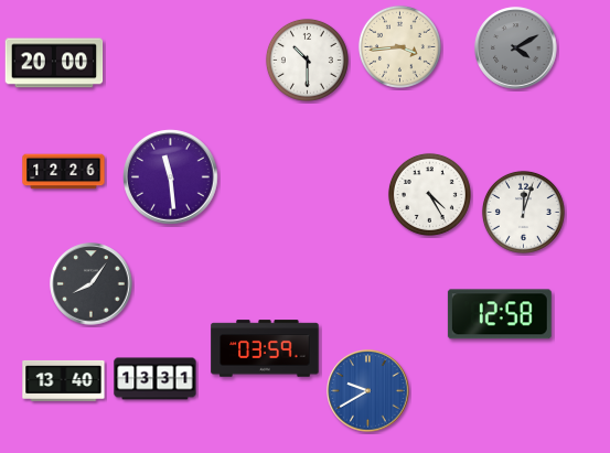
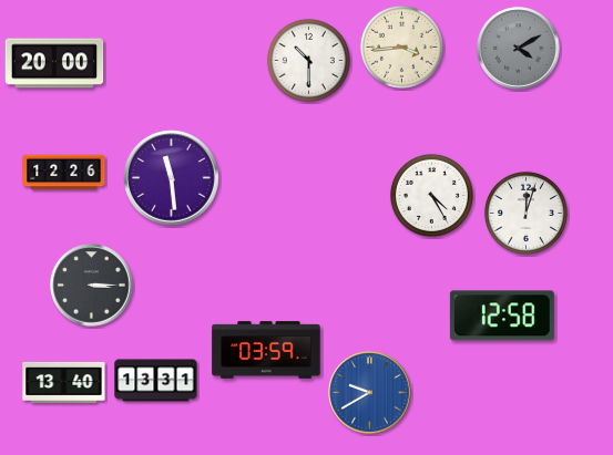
clock at (92, 284): 8:06 -> 3:15
